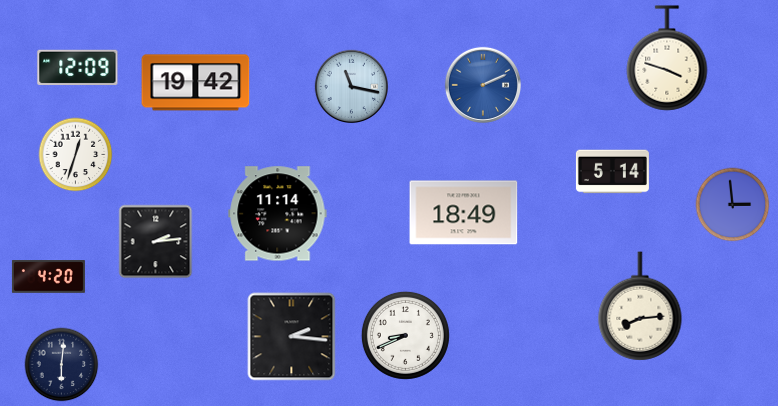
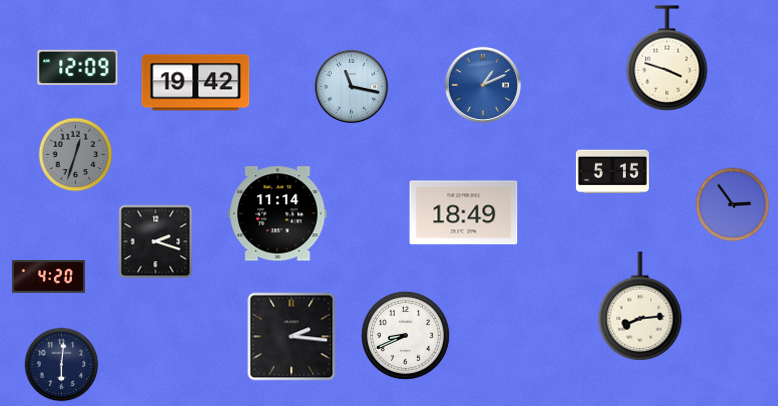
clock at (483, 85): 2:11 -> 1:11
clock at (76, 155) dial: white -> grey
clock at (612, 172): 5:14 -> 5:15
clock at (733, 205): 2:59 -> 2:54
clock at (156, 242): 2:14 -> 2:18
